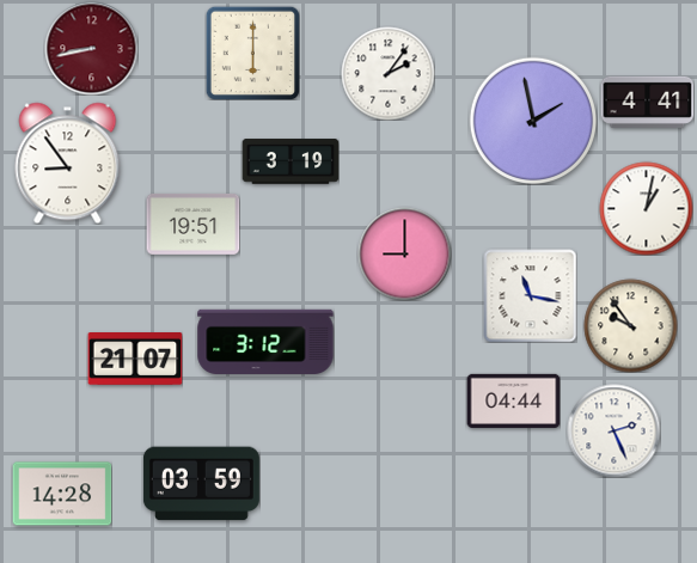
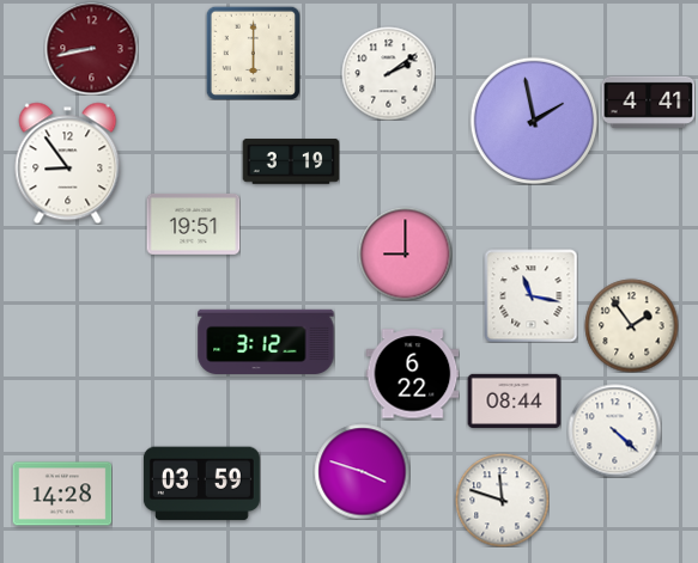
clock at (387, 73): 2:06 -> 2:09
clock at (646, 208): 1:02 -> none
clock at (630, 325): 9:54 -> 1:54
clock at (135, 360): 21:07 -> none
clock at (412, 374): none -> 6:22
clock at (513, 400): 04:44 -> 08:44
clock at (613, 430): 2:26 -> 4:22
clock at (362, 471): none -> 3:48
clock at (502, 500): none -> 11:48
